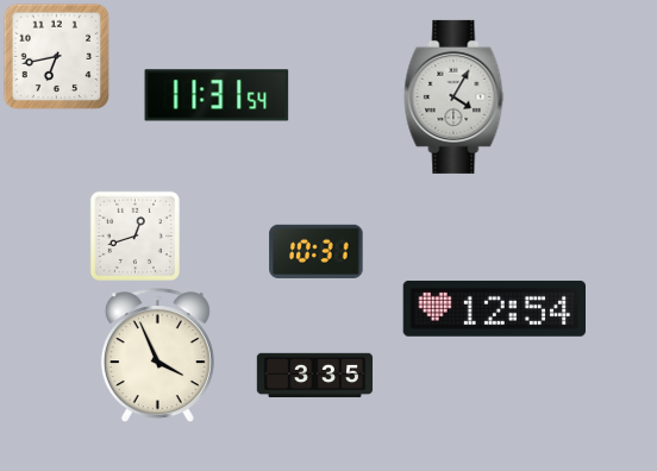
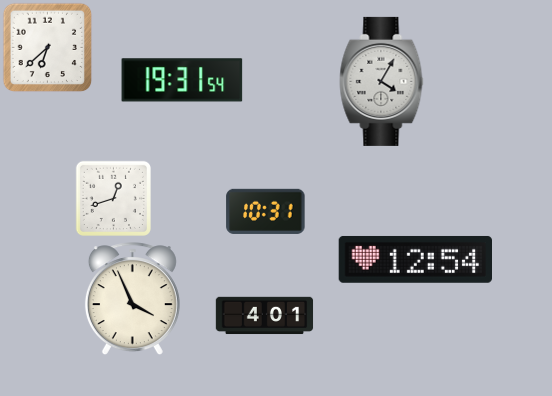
clock at (57, 57): 6:43 -> 6:38
clock at (217, 95): 11:31 -> 19:31
clock at (315, 376): 3:35 -> 4:01
